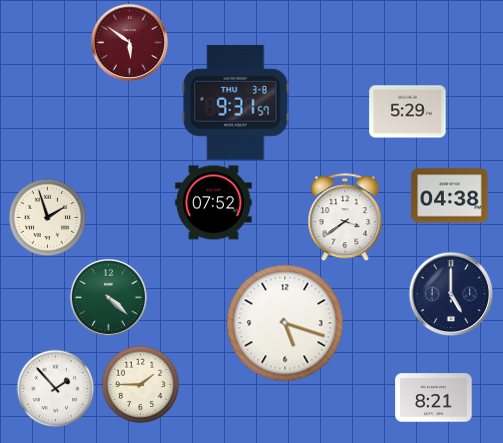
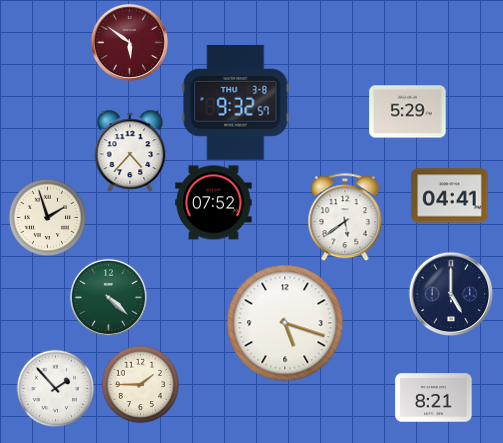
clock at (236, 102): 9:31 -> 9:32
clock at (130, 151): none -> 4:37
clock at (450, 196): 04:38 -> 04:41
clock at (345, 217): 3:39 -> 5:39
